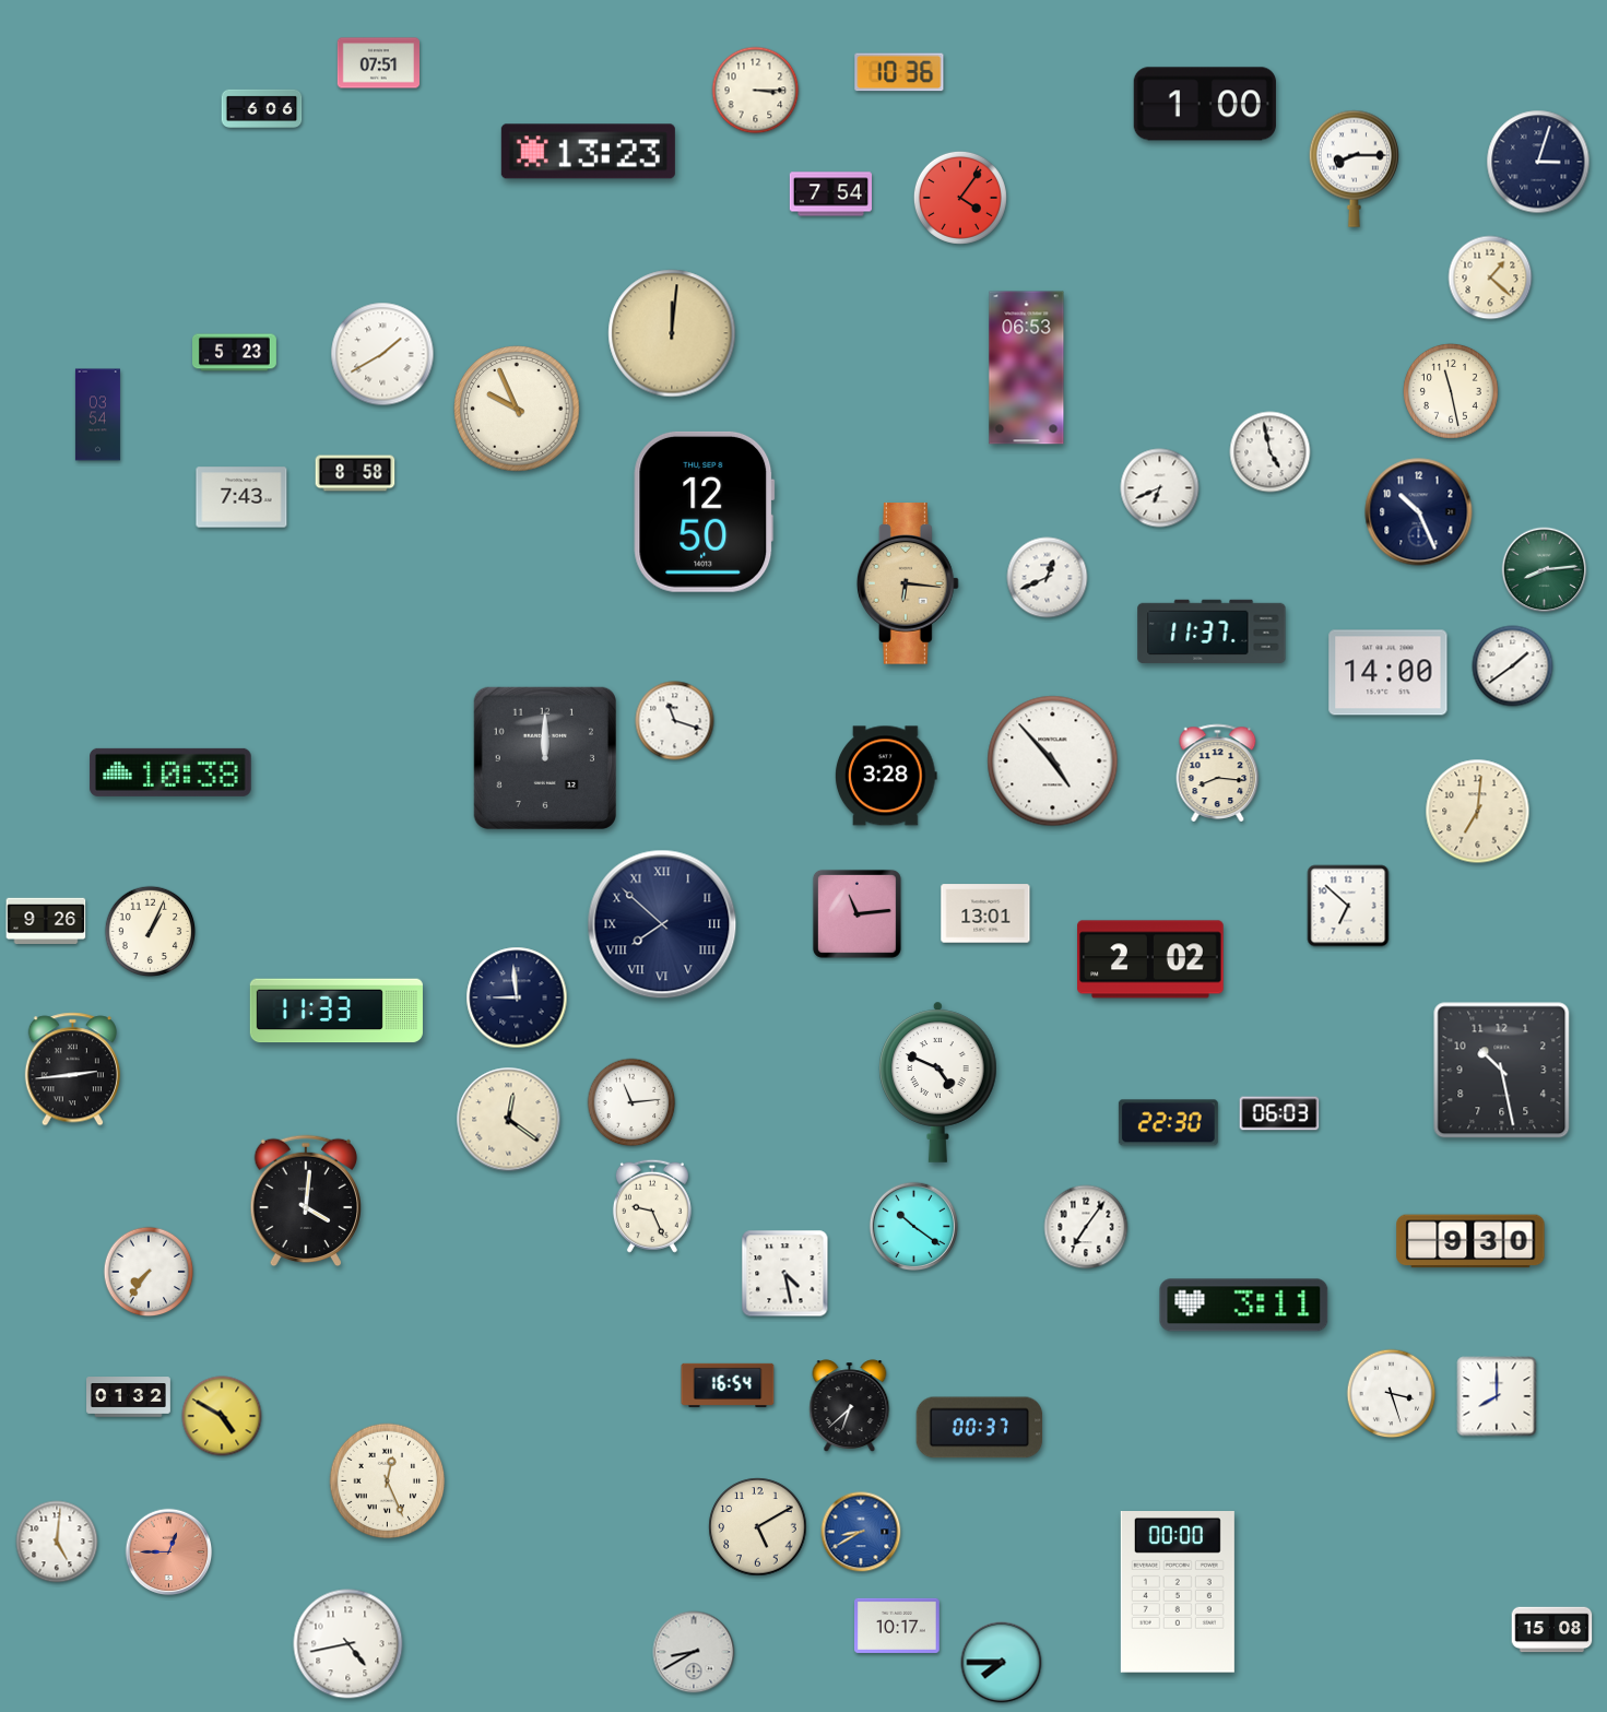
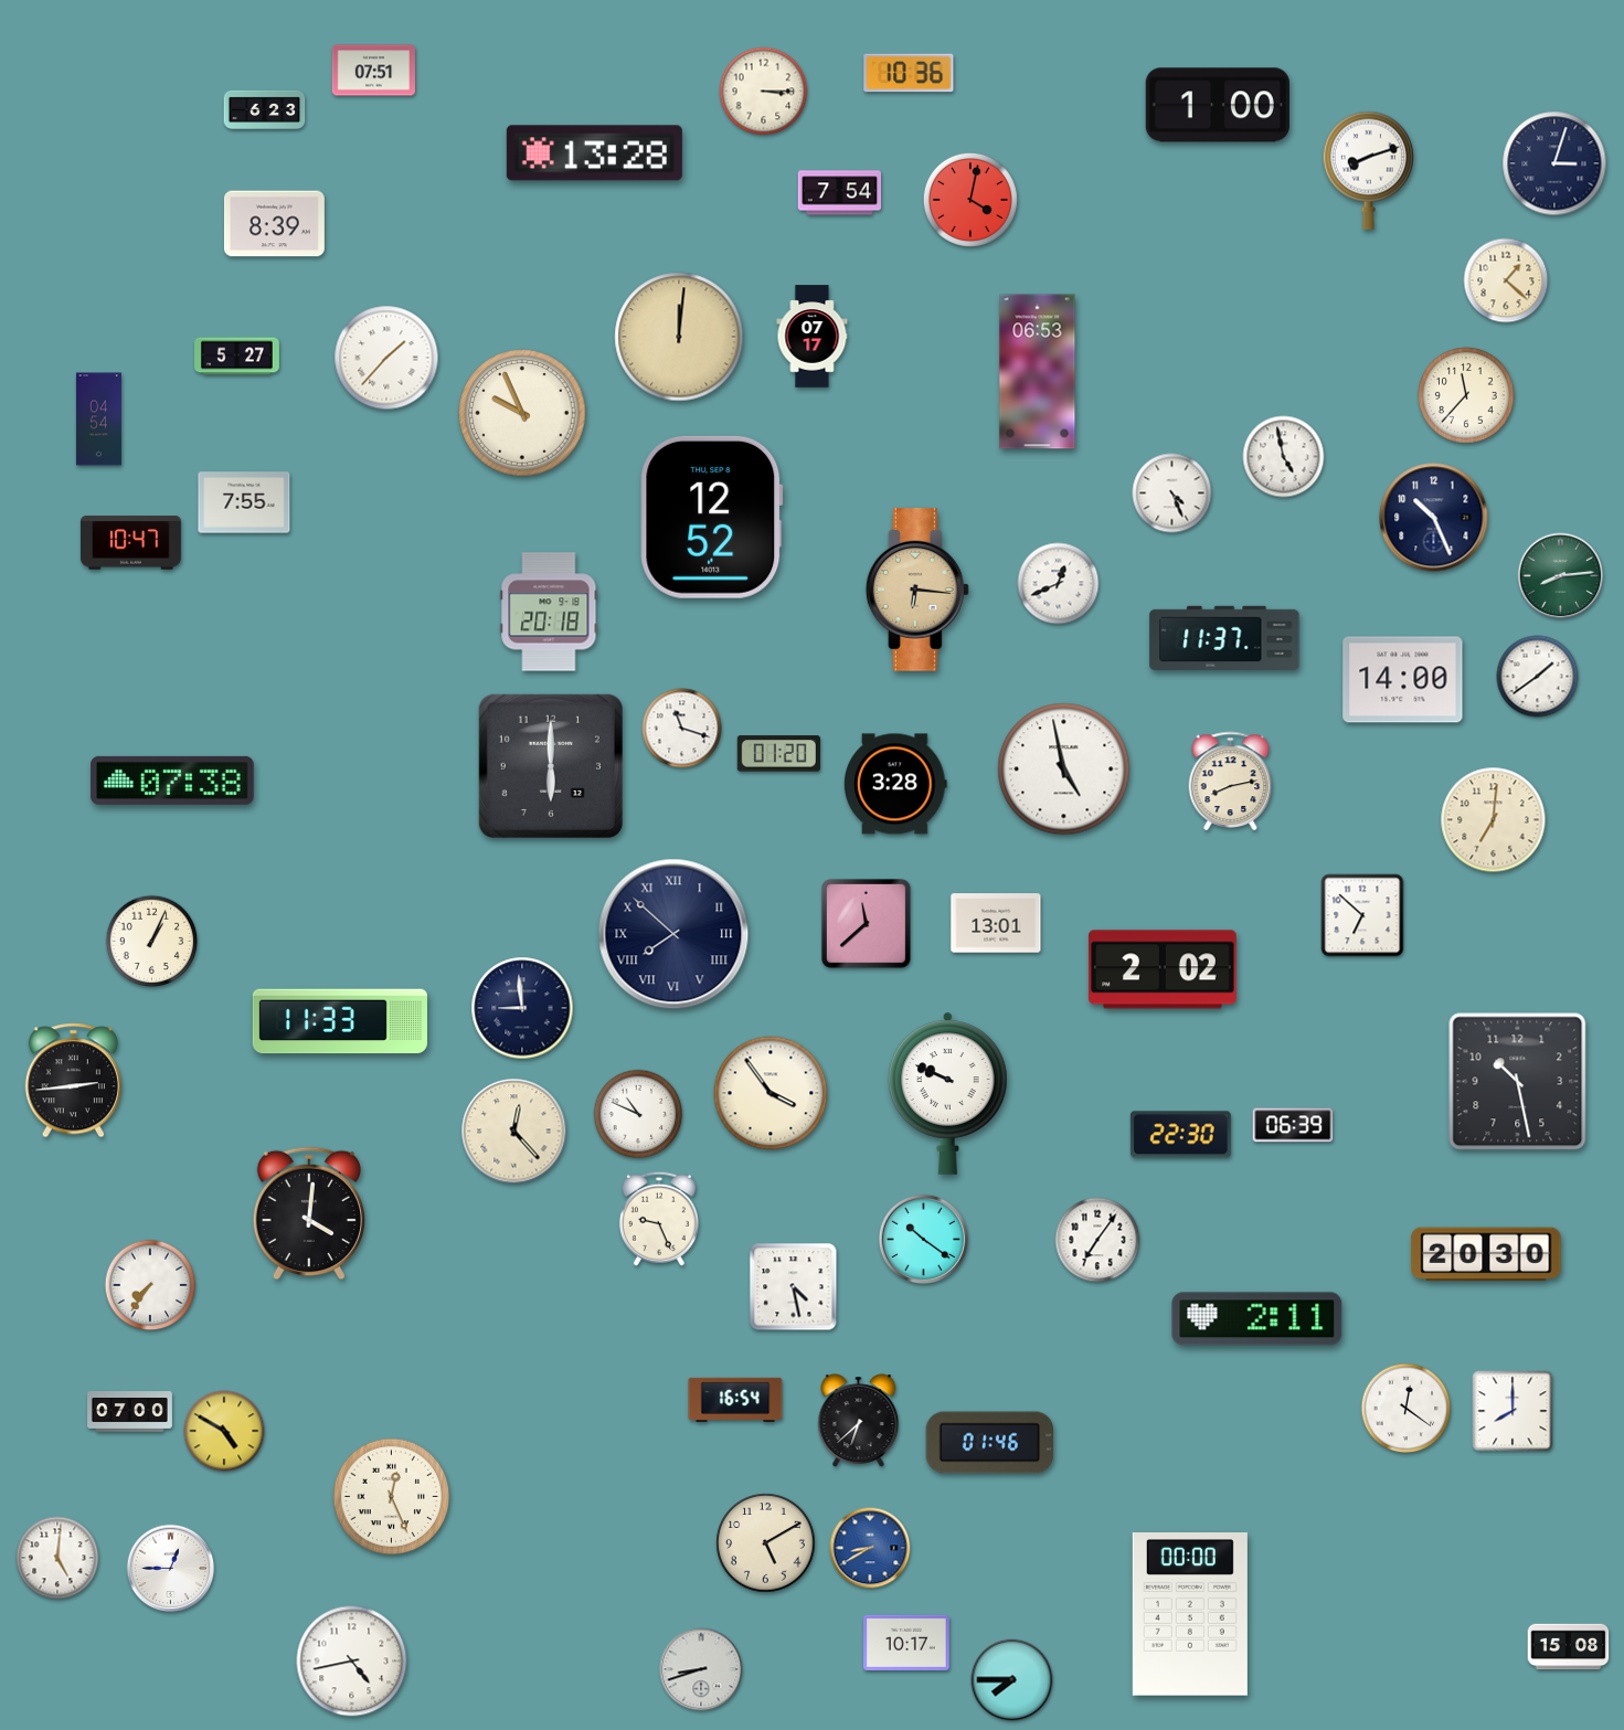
clock at (378, 63) position: (378, 63) -> (373, 71)
clock at (262, 108): 6:06 -> 6:23
clock at (588, 152): 13:23 -> 13:28
clock at (1354, 168): 8:15 -> 8:12
clock at (830, 194) position: (830, 194) -> (839, 193)
clock at (960, 198): 4:06 -> 4:02
clock at (274, 224): none -> 8:39
clock at (813, 337): none -> 07:17
clock at (235, 353): 5:23 -> 5:27
clock at (382, 354): 1:40 -> 1:37
clock at (1451, 391): 11:28 -> 11:37
clock at (97, 415): 03:54 -> 04:54
clock at (355, 473): 8:58 -> none
clock at (1160, 488): 6:41 -> 4:26
clock at (241, 497): 7:43 -> 7:55
clock at (705, 511): 12:50 -> 12:52
clock at (130, 543): none -> 10:47
clock at (549, 612): none -> 20:18
clock at (1513, 666) position: (1513, 666) -> (1538, 677)
clock at (778, 754): none -> 01:20
clock at (545, 758): 12:00 -> 6:00
clock at (1053, 761): 4:53 -> 4:58
clock at (170, 772): 10:38 -> 07:38
clock at (1218, 772): 8:16 -> 8:13
clock at (856, 913): 11:14 -> 11:38
clock at (46, 920): 9:26 -> none
clock at (662, 924) position: (662, 924) -> (673, 934)
clock at (771, 1093): none -> 3:54
clock at (938, 1082): 4:49 -> 9:49
clock at (631, 1102): 11:14 -> 10:49
clock at (1279, 1113): 06:03 -> 06:39
clock at (509, 1120): 12:21 -> 12:23
clock at (1470, 1241): 9:30 -> 20:30
clock at (1244, 1306): 3:11 -> 2:11
clock at (1392, 1394): 3:27 -> 12:21
clock at (129, 1397): 01:32 -> 07:00
clock at (980, 1428): 00:37 -> 01:46
clock at (169, 1552) dial: salmon -> white
clock at (1178, 1593) position: (1178, 1593) -> (1190, 1615)
clock at (694, 1652): 8:40 -> 8:42
